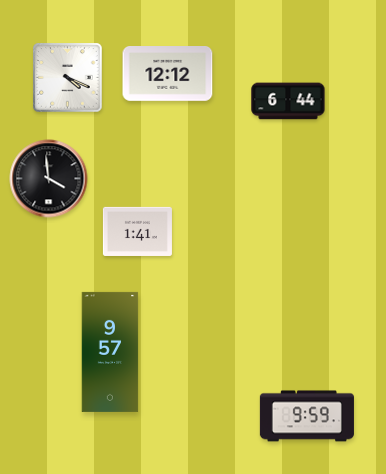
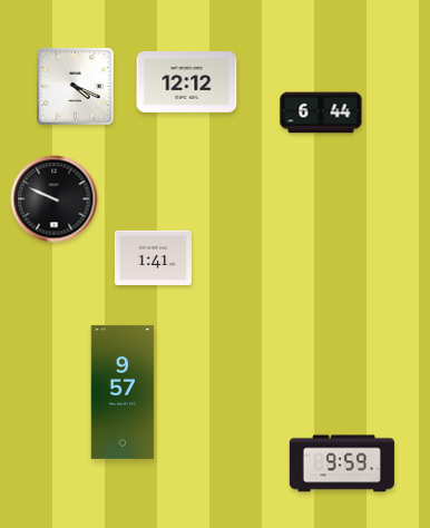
clock at (49, 179): 3:59 -> 9:49
